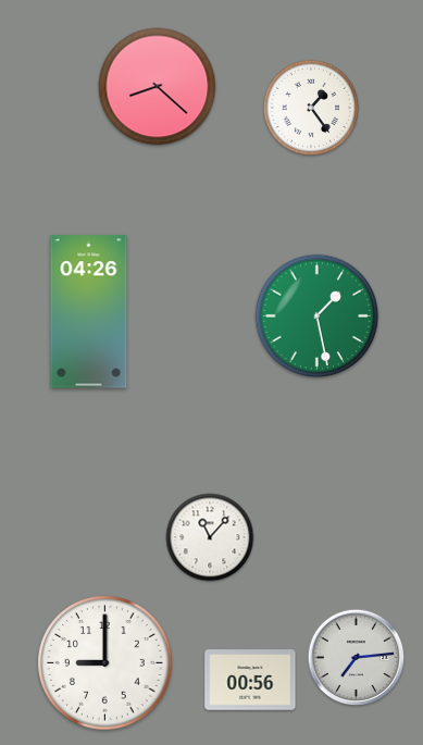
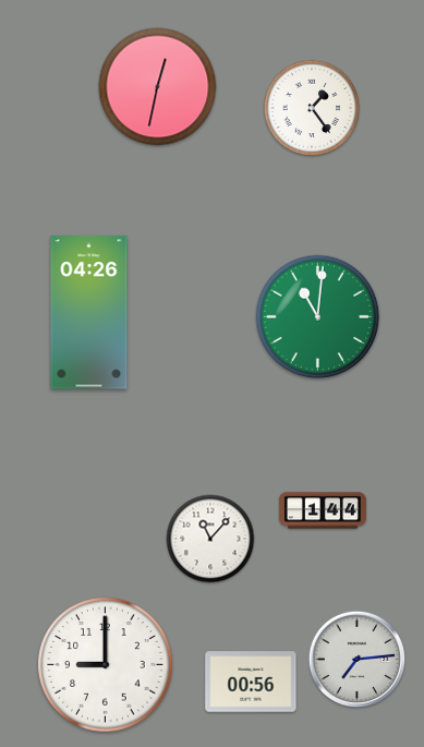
clock at (158, 87): 8:22 -> 12:32
clock at (318, 316): 1:28 -> 11:01
clock at (323, 510): none -> 1:44
